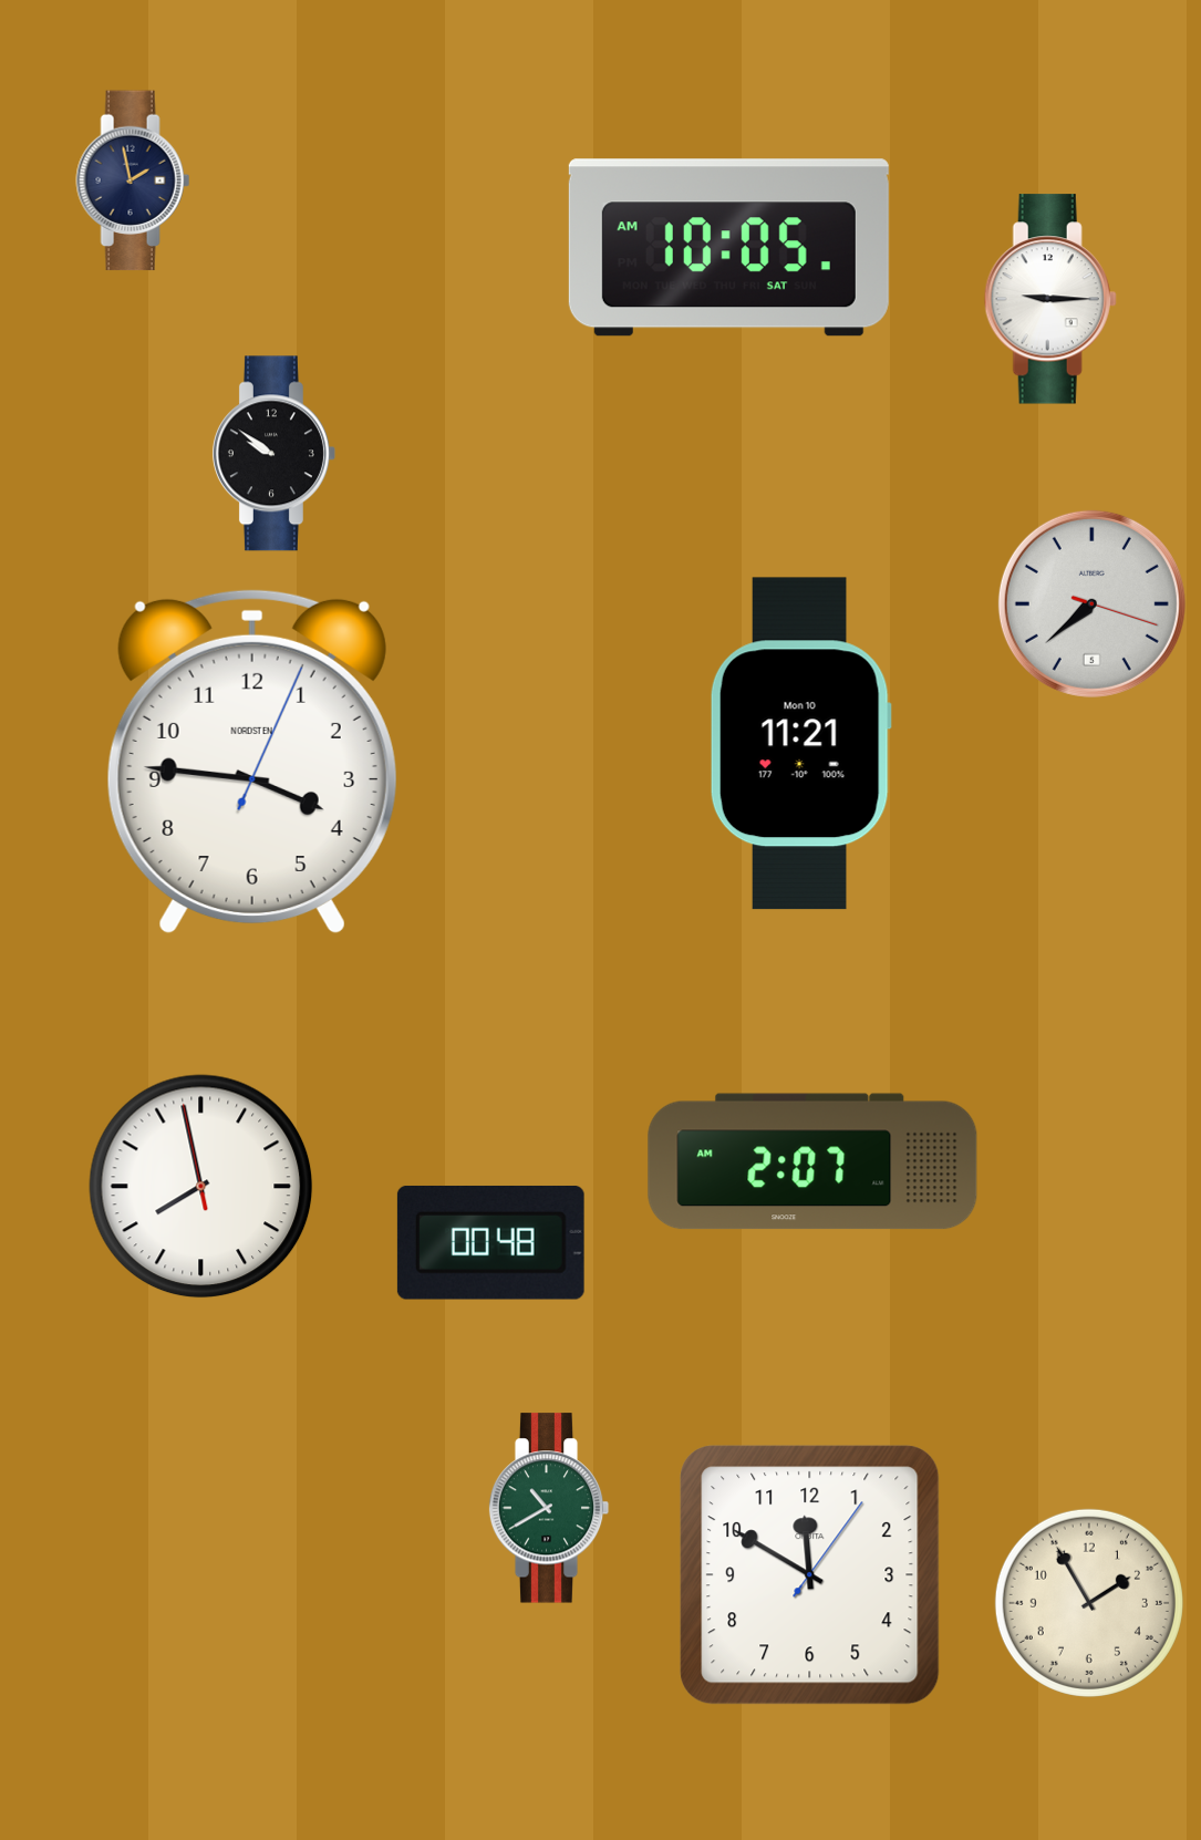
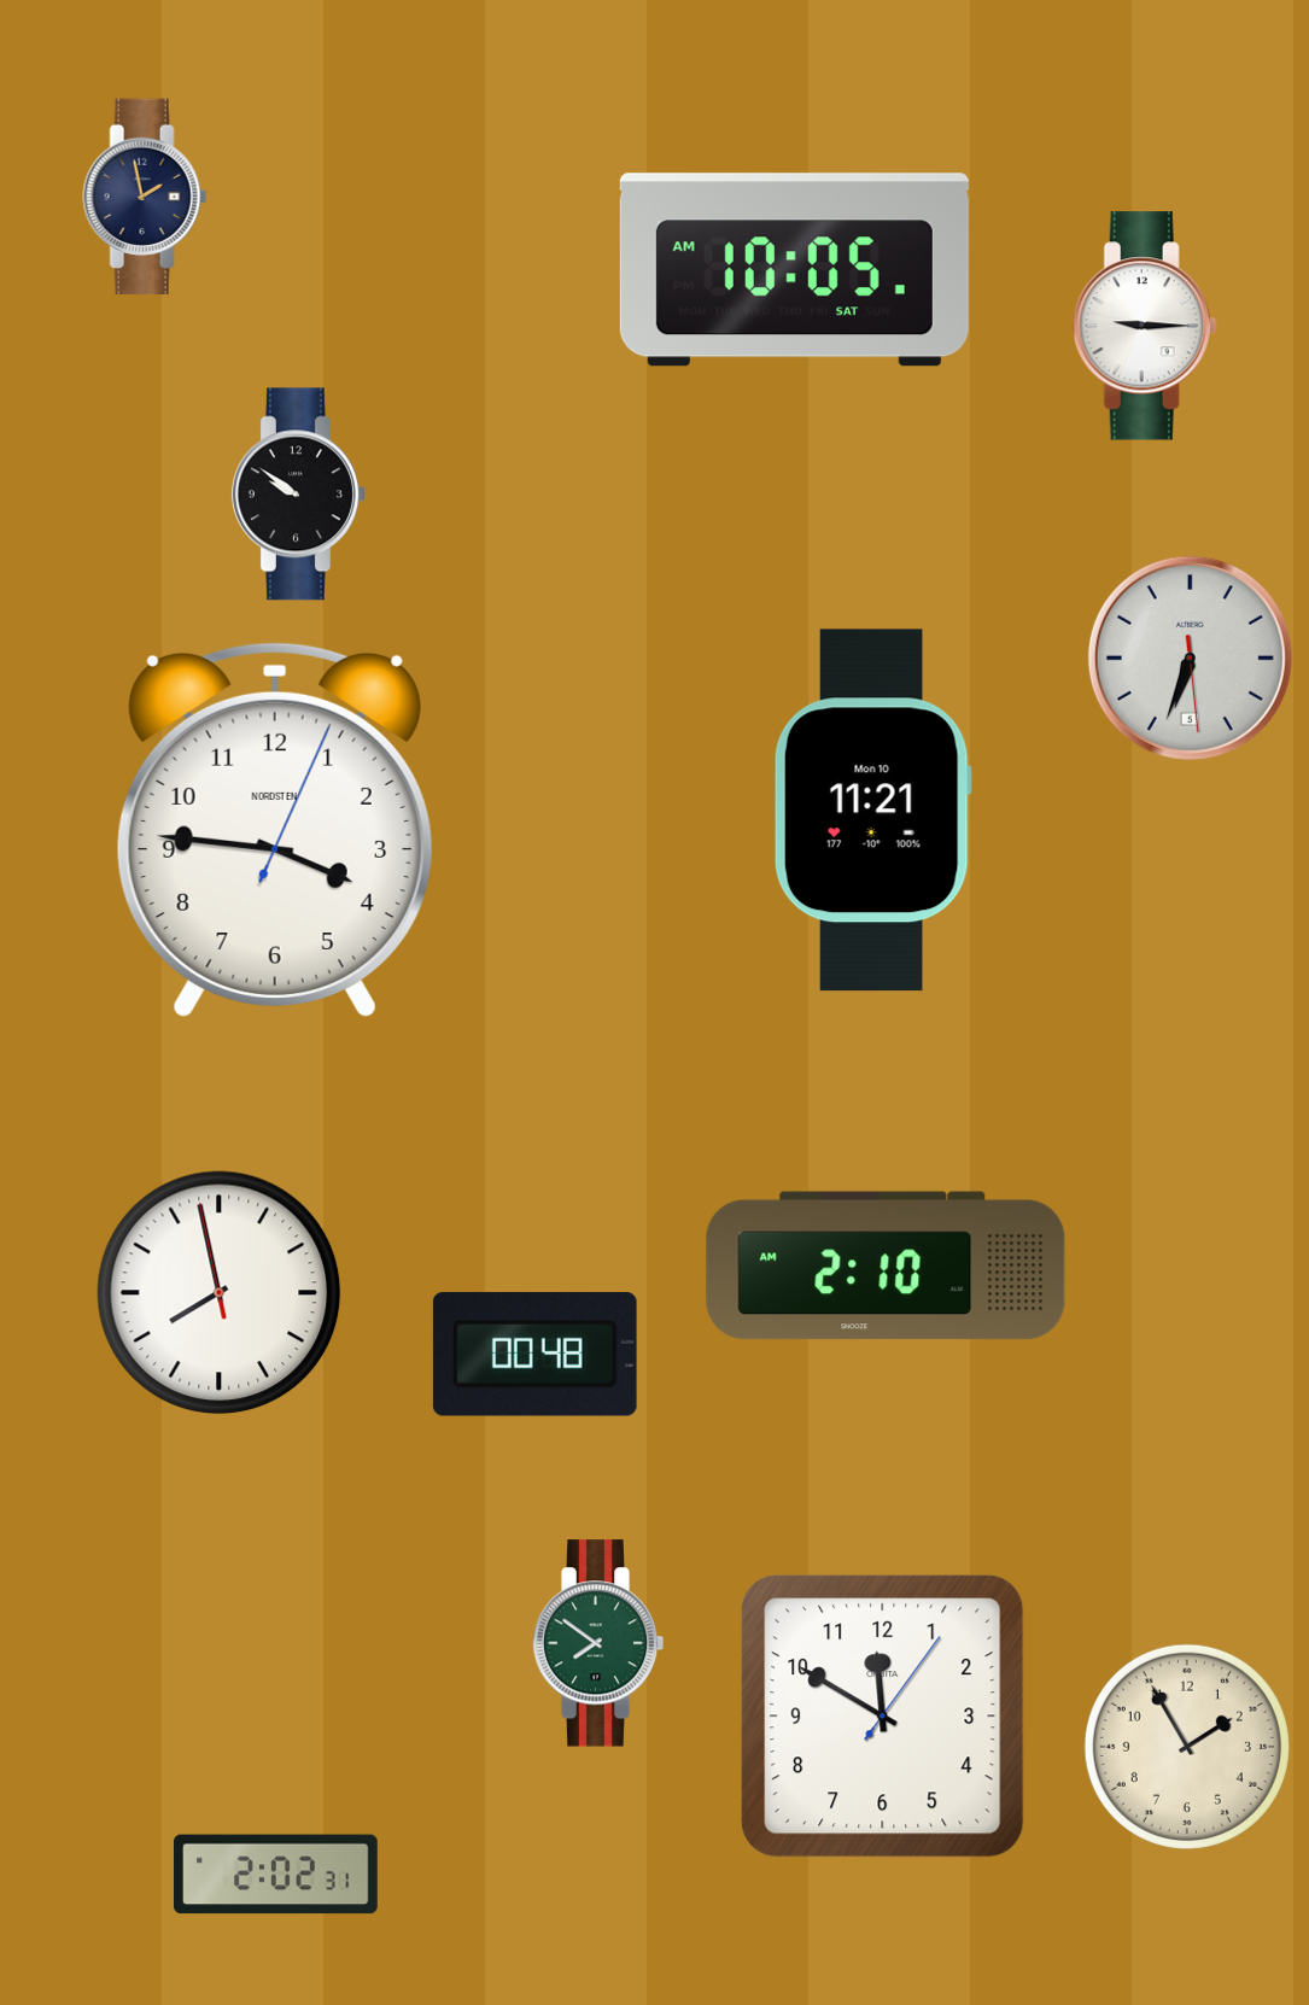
clock at (1091, 603): 7:38 -> 6:33
clock at (812, 1161): 2:07 -> 2:10
clock at (549, 1508): 10:40 -> 7:51
clock at (276, 1875): none -> 2:02
